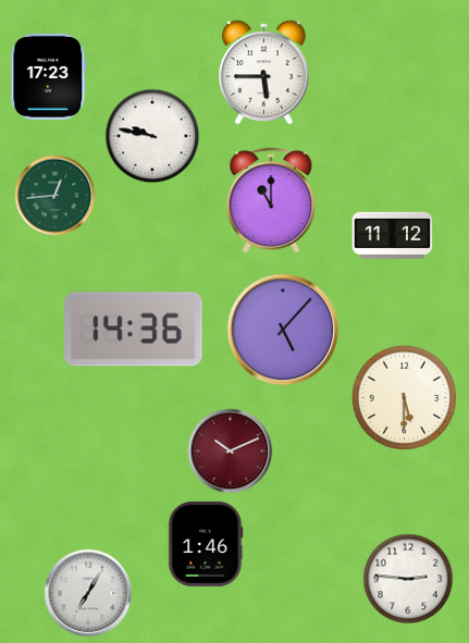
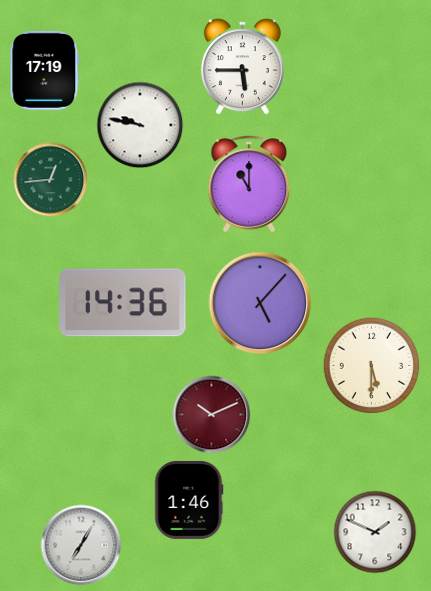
clock at (49, 76): 17:23 -> 17:19
clock at (393, 235): 11:12 -> none
clock at (408, 579): 2:46 -> 1:49
